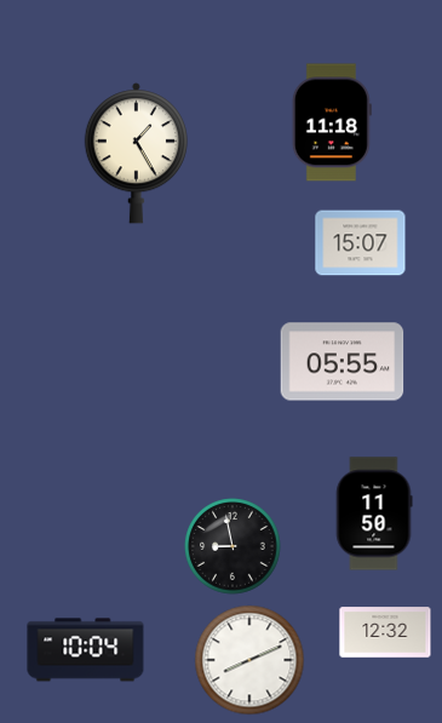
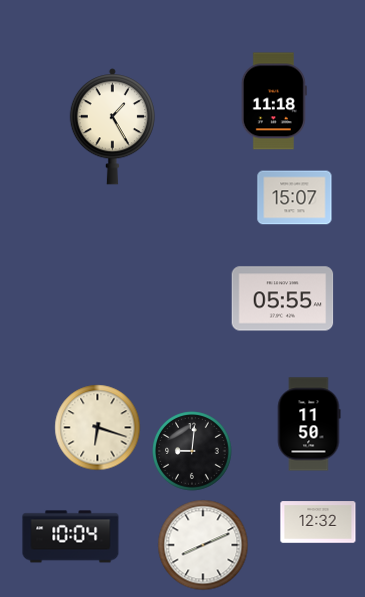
clock at (361, 243) position: (361, 243) -> (295, 198)
clock at (98, 428): none -> 6:18
clock at (233, 546): 8:58 -> 9:01
clock at (249, 660) position: (249, 660) -> (203, 545)
